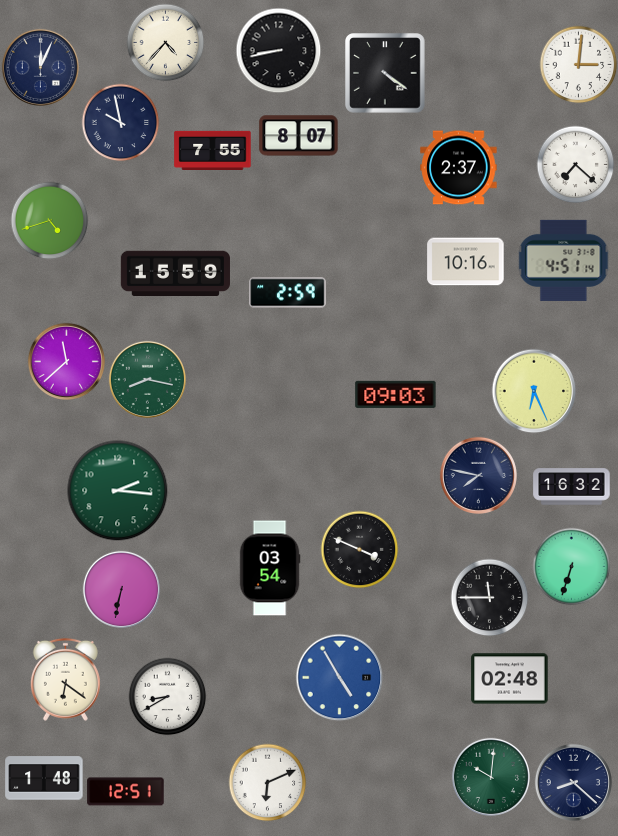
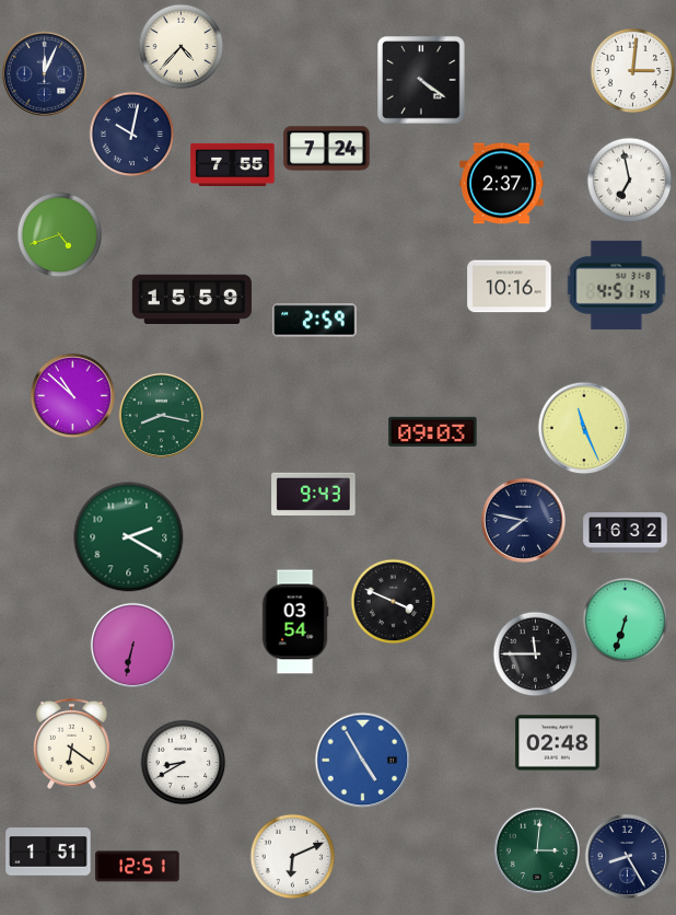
clock at (278, 50): 8:43 -> none
clock at (120, 122): 9:58 -> 10:02
clock at (299, 136): 8:07 -> 7:24
clock at (575, 164): 7:22 -> 6:58
clock at (49, 220) position: (49, 220) -> (59, 234)
clock at (66, 361): 11:38 -> 10:52
clock at (534, 391): 6:26 -> 11:26
clock at (314, 494): none -> 9:43
clock at (118, 491): 2:16 -> 2:20
clock at (339, 677) position: (339, 677) -> (362, 760)
clock at (491, 777): 10:01 -> 3:01
clock at (44, 778): 1:48 -> 1:51
clock at (573, 782): 8:22 -> 8:25
